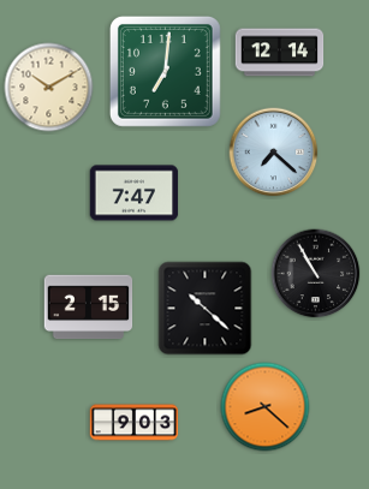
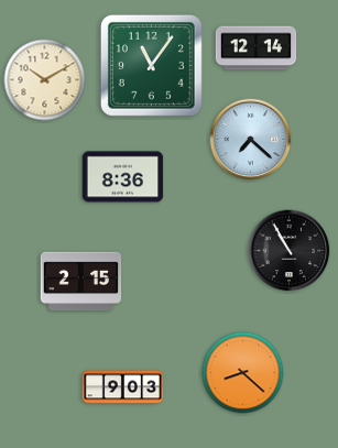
clock at (165, 71): 7:01 -> 11:06
clock at (135, 193): 7:47 -> 8:36
clock at (206, 309): 10:22 -> none
